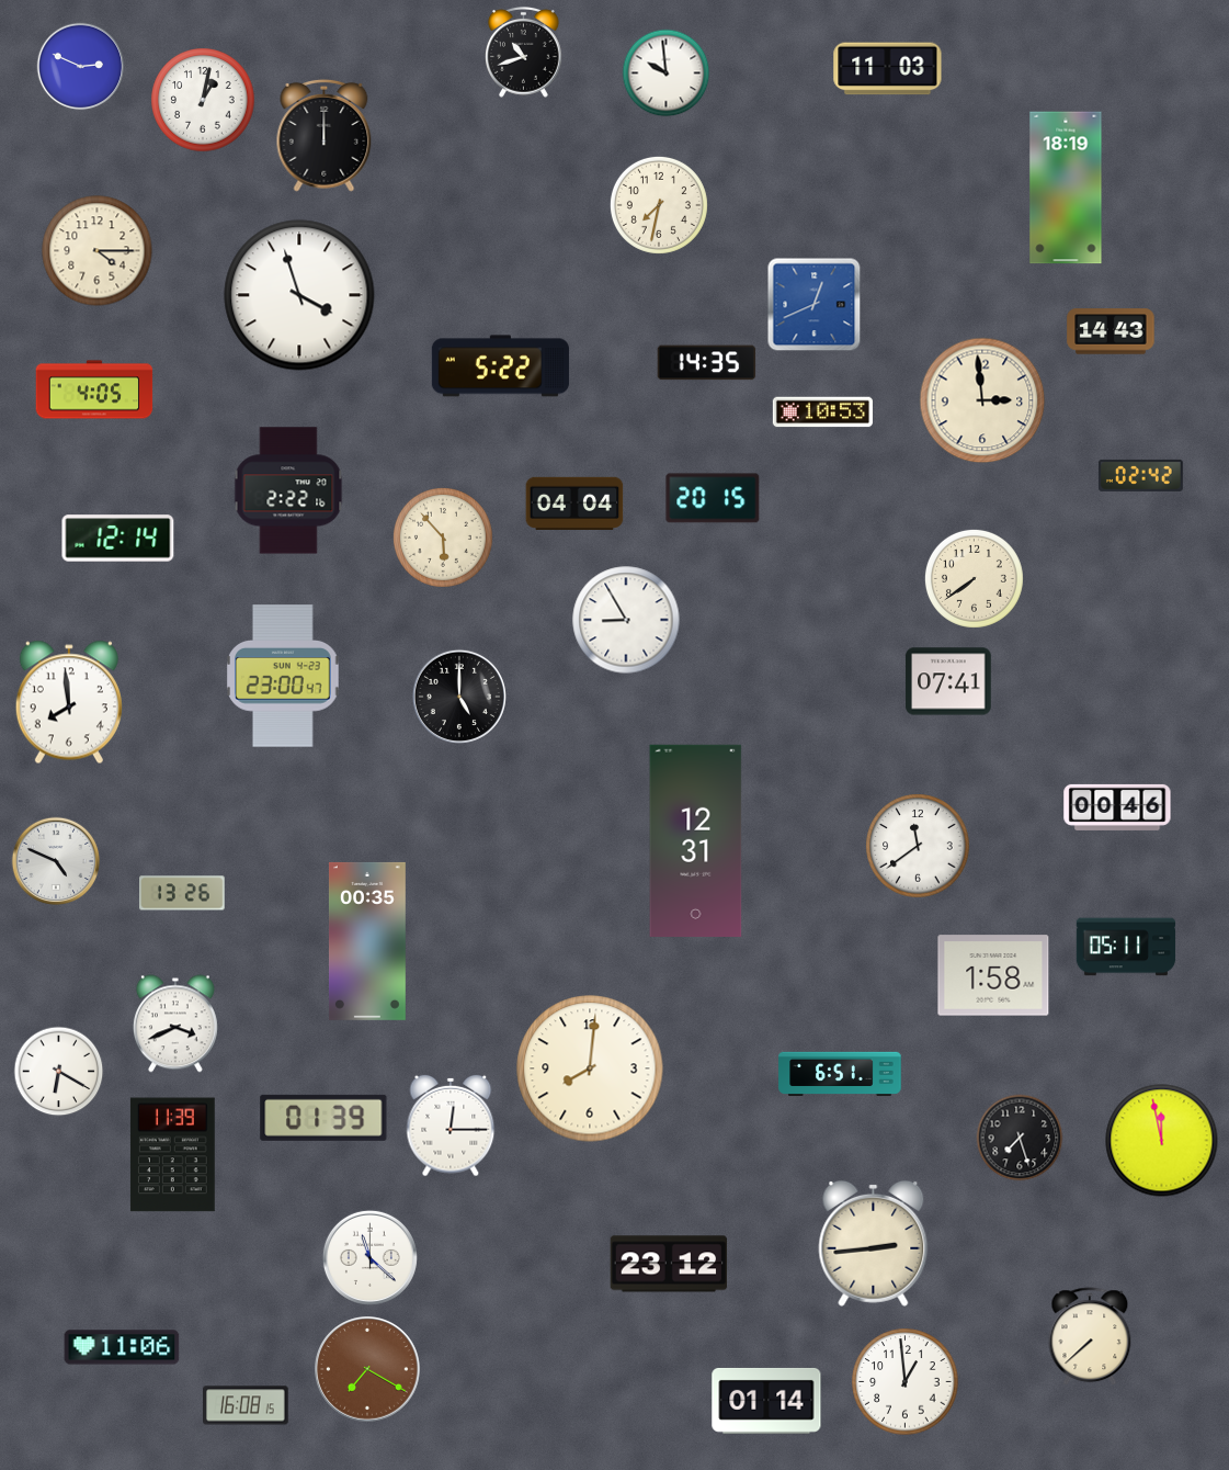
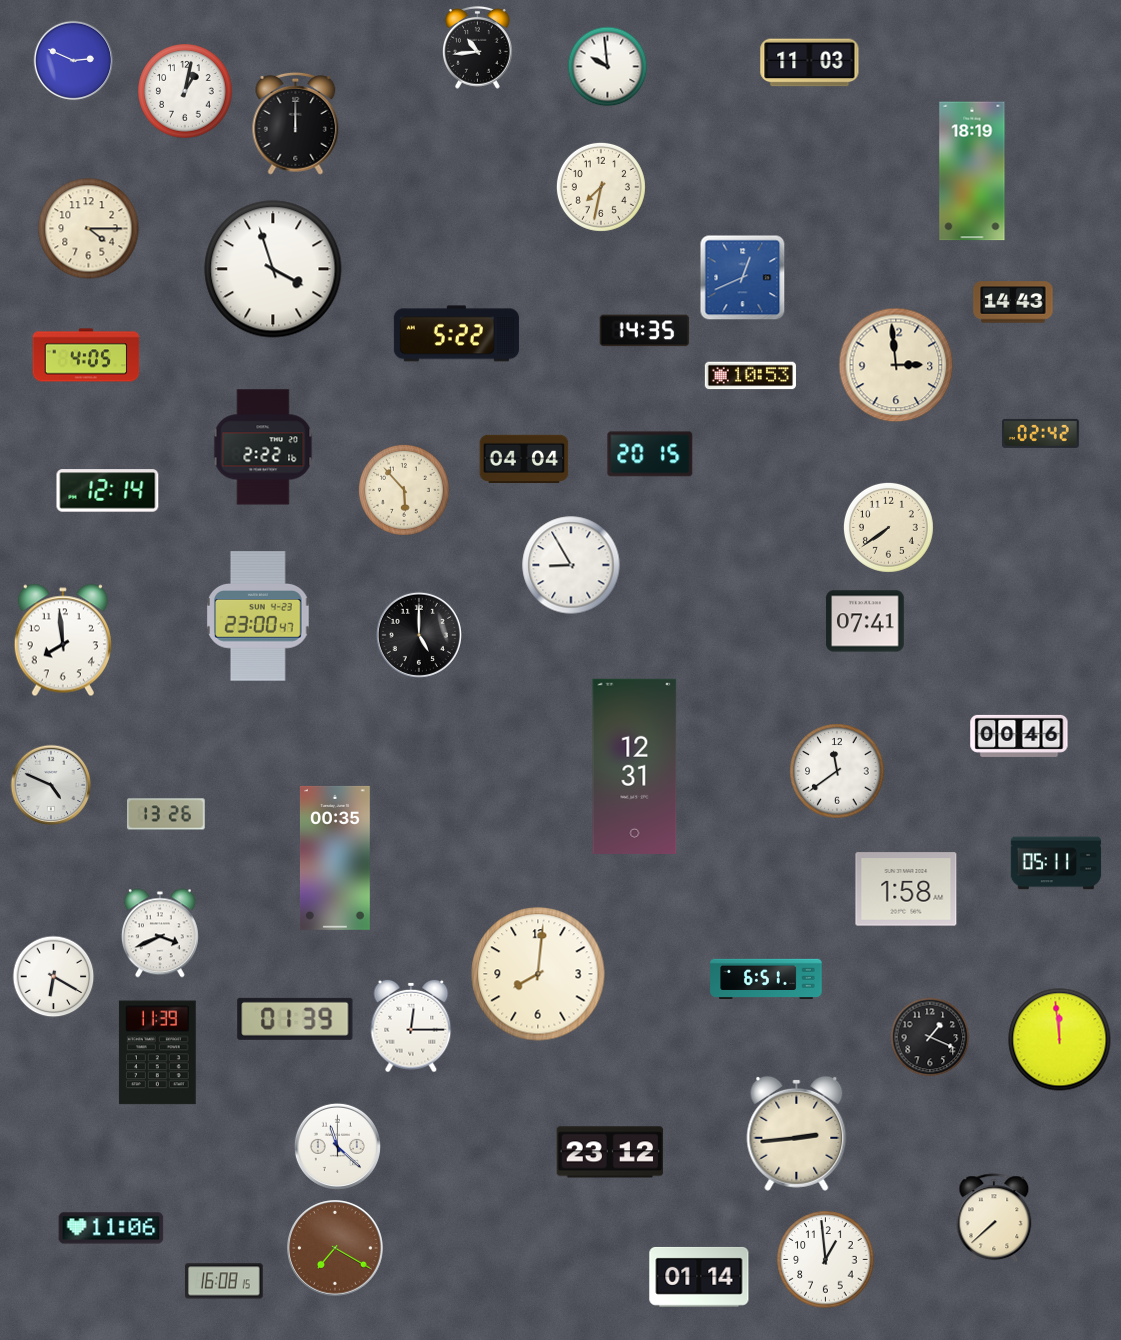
clock at (524, 52): 10:42 -> 10:44
clock at (1126, 947) position: (1126, 947) -> (1056, 863)
clock at (1020, 1138): 7:27 -> 1:19
clock at (1162, 1141): 11:58 -> 11:59
